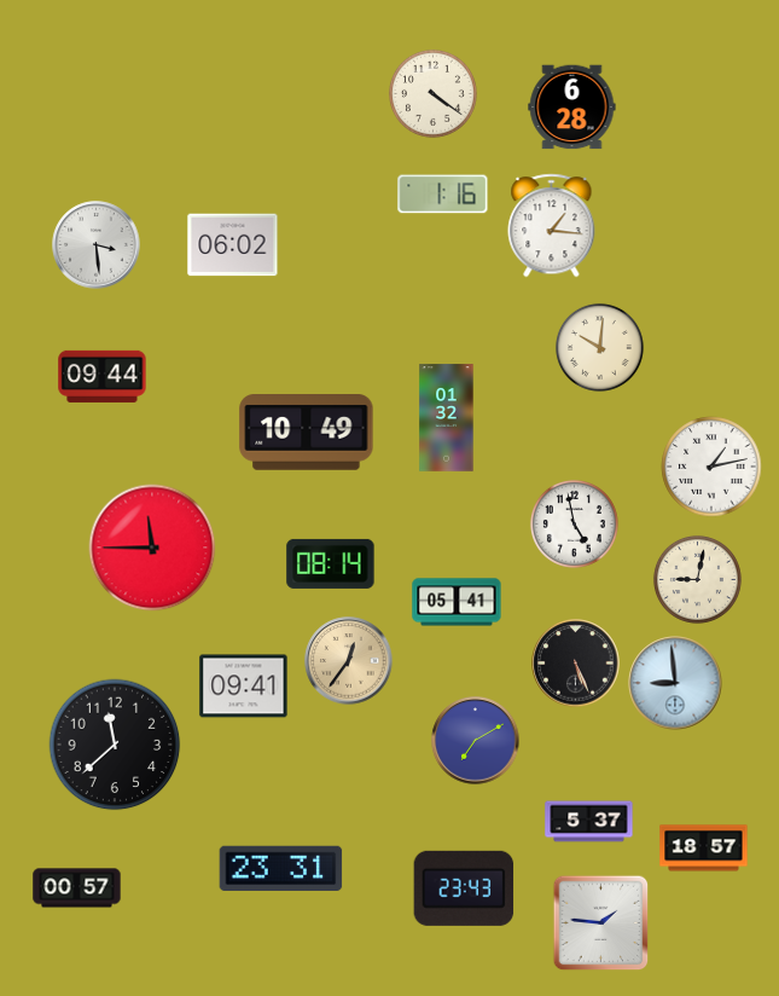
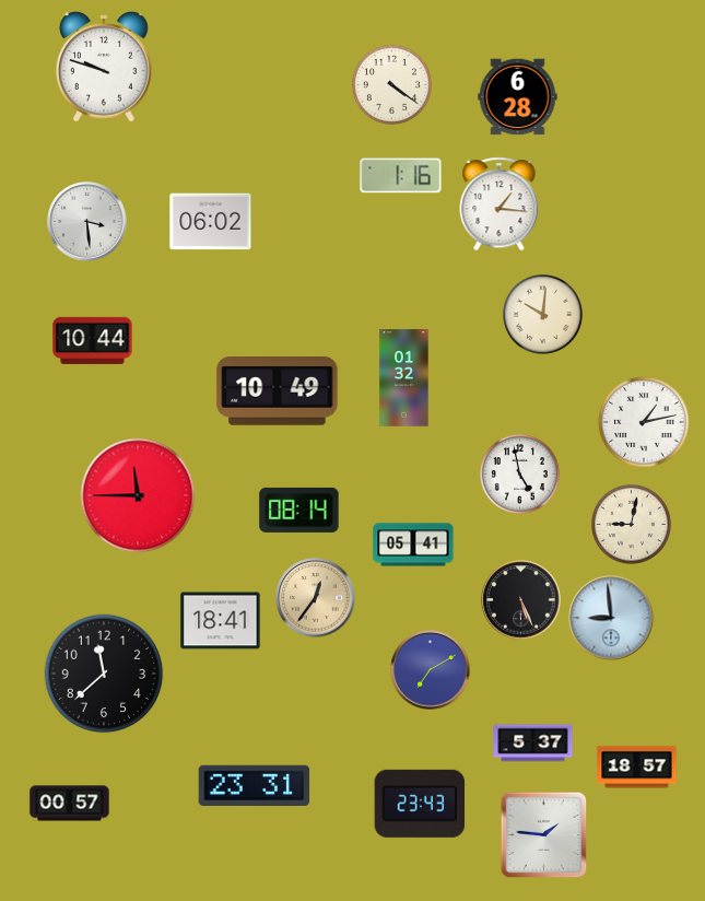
clock at (105, 67): none -> 9:48
clock at (103, 376): 09:44 -> 10:44
clock at (244, 687): 09:41 -> 18:41
